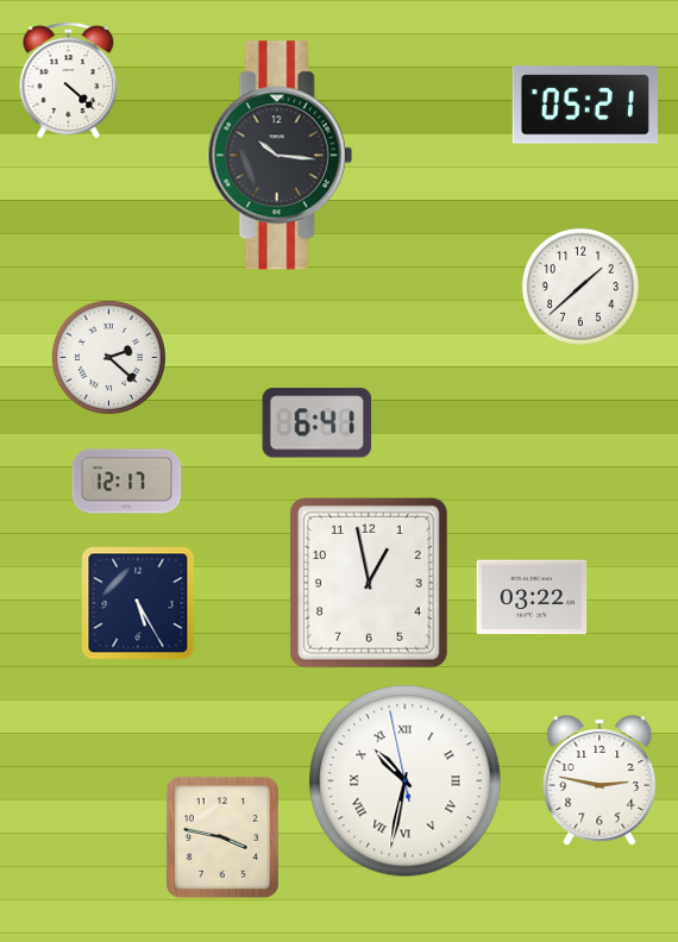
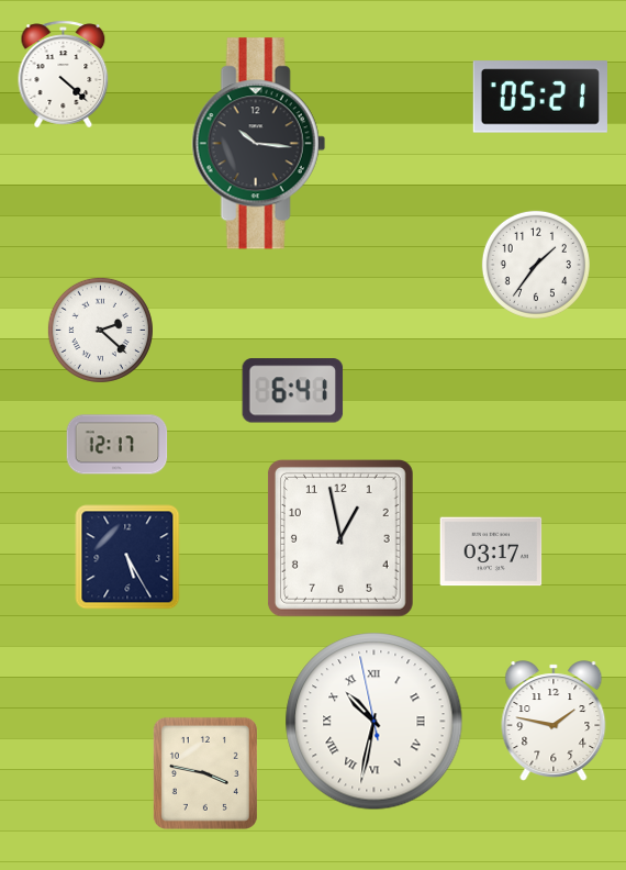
clock at (580, 287): 1:38 -> 1:36
clock at (532, 597): 03:22 -> 03:17
clock at (599, 780): 2:47 -> 1:47
